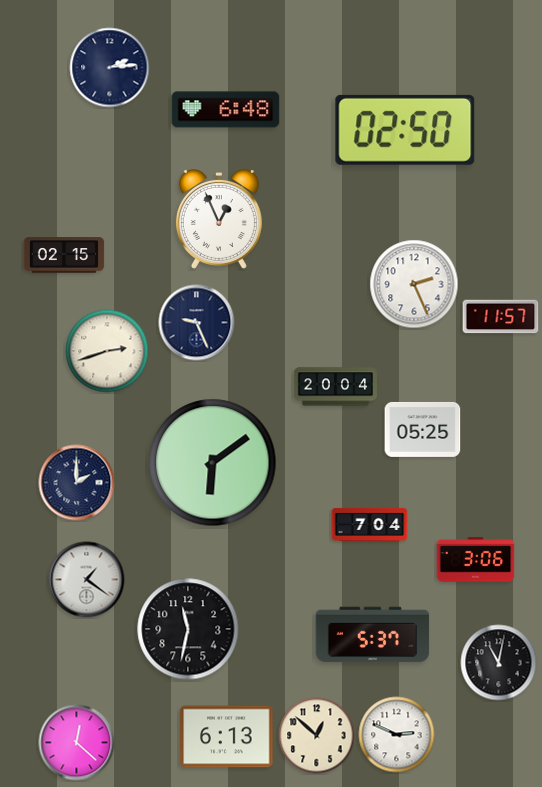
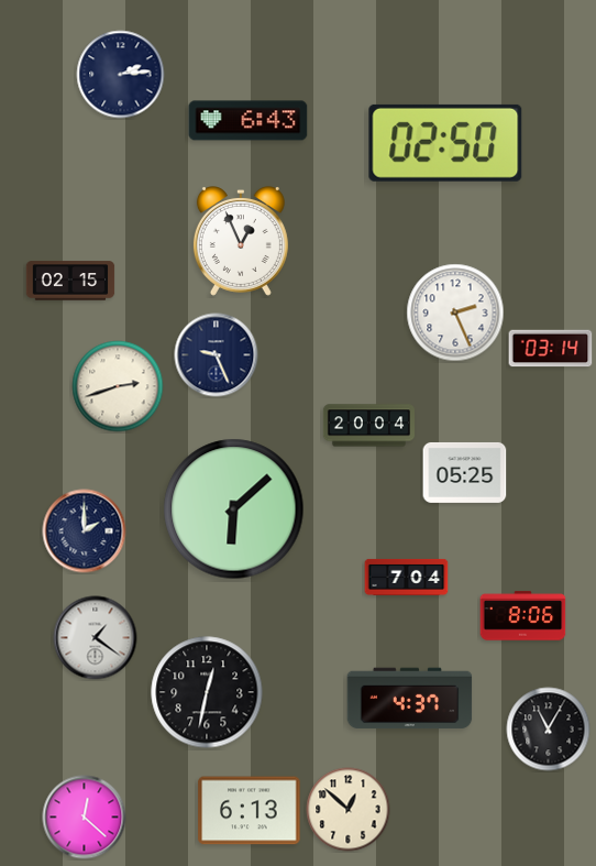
clock at (226, 110): 6:48 -> 6:43
clock at (501, 317): 11:57 -> 03:14
clock at (213, 463): 6:09 -> 6:08
clock at (476, 560): 3:06 -> 8:06
clock at (188, 629): 11:32 -> 12:32
clock at (373, 635): 5:37 -> 4:37
clock at (499, 663): 11:02 -> 11:05
clock at (397, 735): 2:49 -> none
